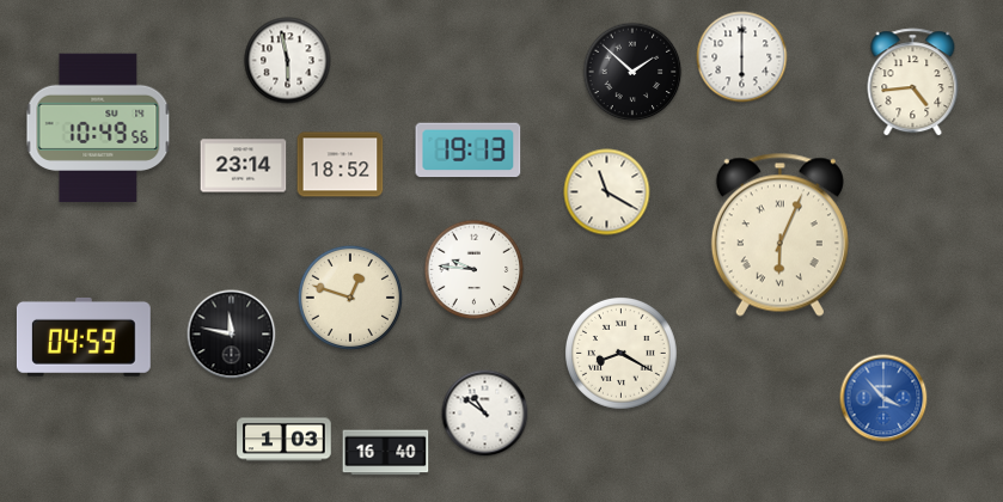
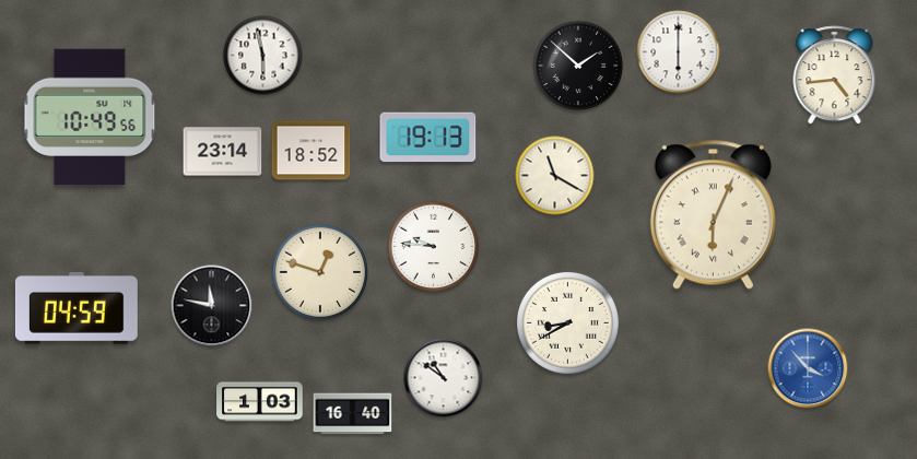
clock at (622, 354): 8:20 -> 8:40
clock at (883, 398) position: (883, 398) -> (808, 368)
